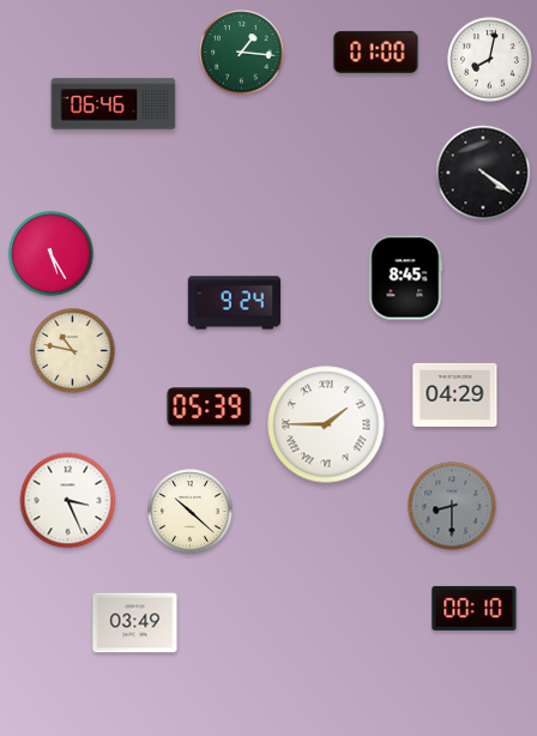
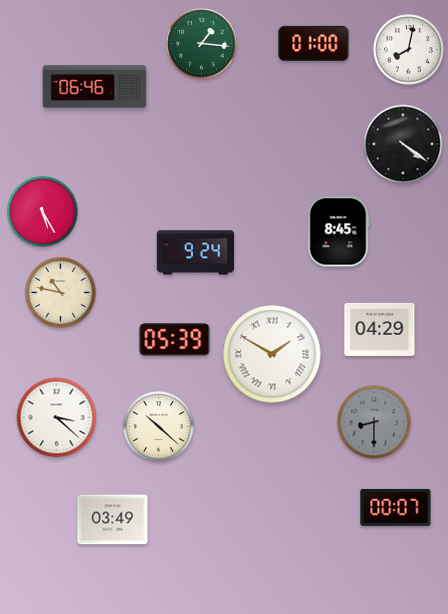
clock at (326, 424): 1:45 -> 1:50
clock at (68, 501): 3:26 -> 3:22
clock at (452, 506) position: (452, 506) -> (374, 422)
clock at (475, 608): 00:10 -> 00:07
